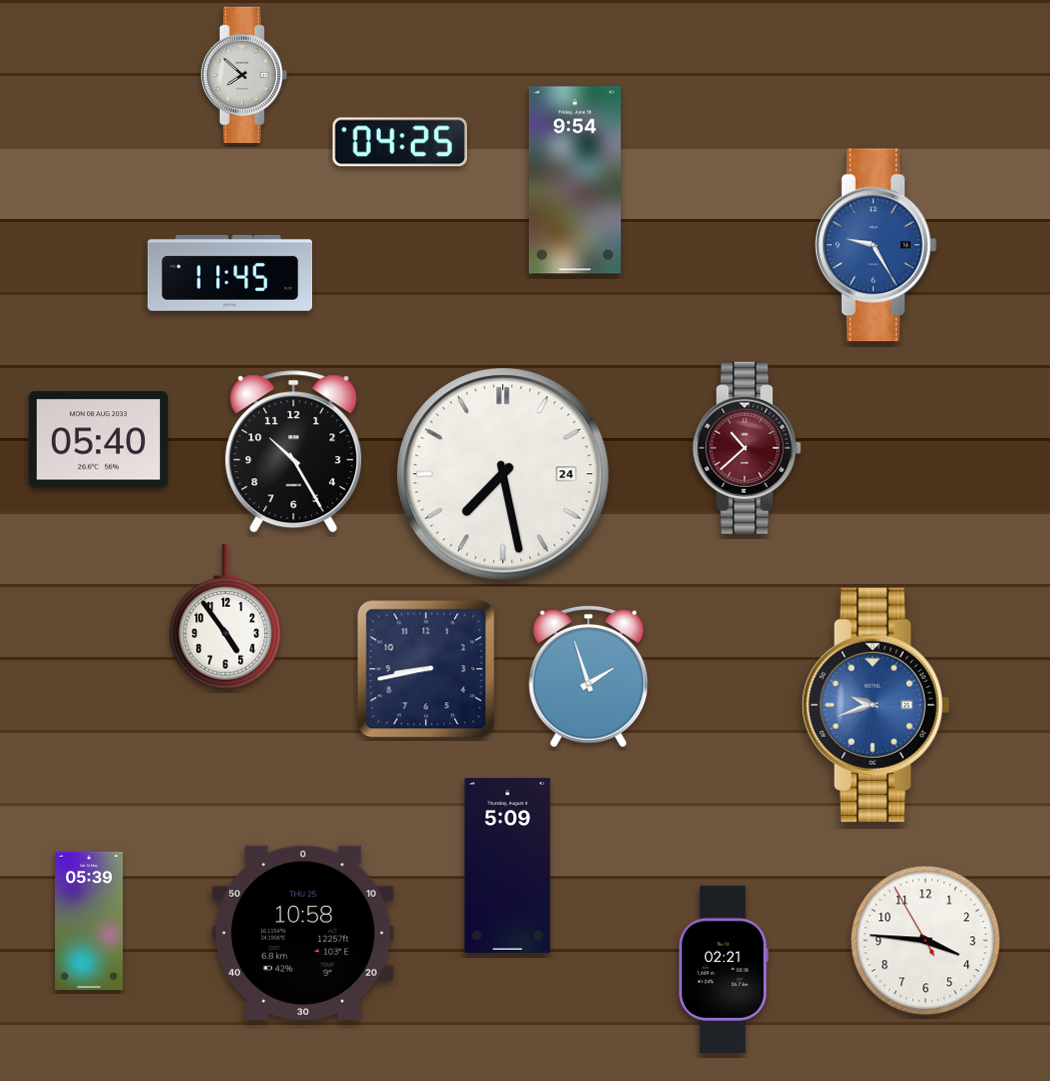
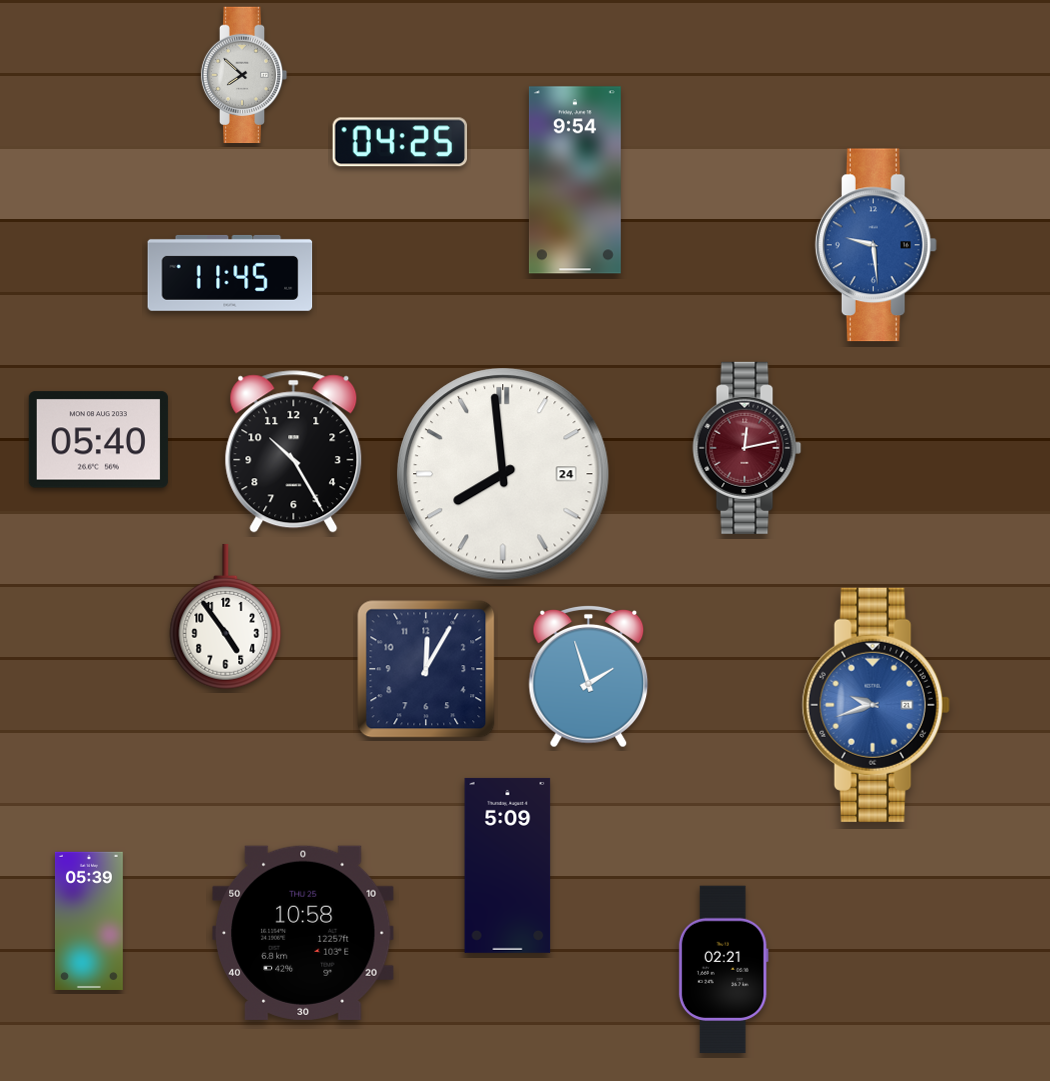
clock at (876, 245): 9:25 -> 9:29
clock at (747, 448): 10:38 -> 12:13
clock at (503, 474): 7:28 -> 7:59
clock at (426, 669): 8:43 -> 12:05
clock at (926, 941): 3:45 -> none
